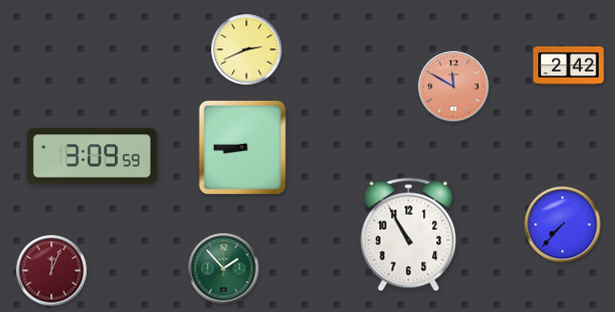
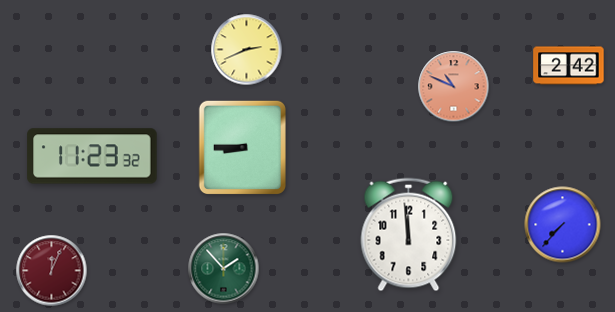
clock at (454, 87): 11:50 -> 10:49
clock at (92, 156): 3:09 -> 11:23
clock at (409, 235): 10:55 -> 11:59
